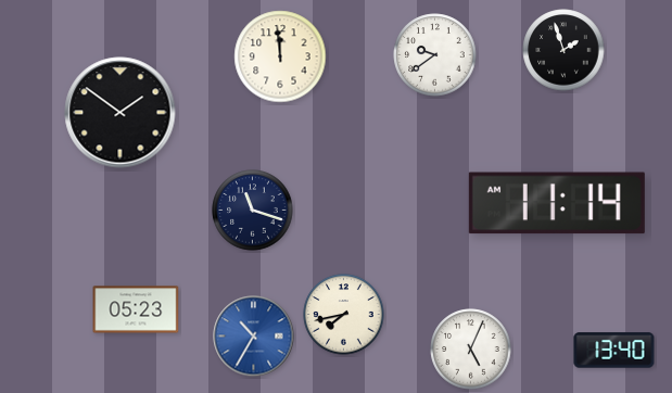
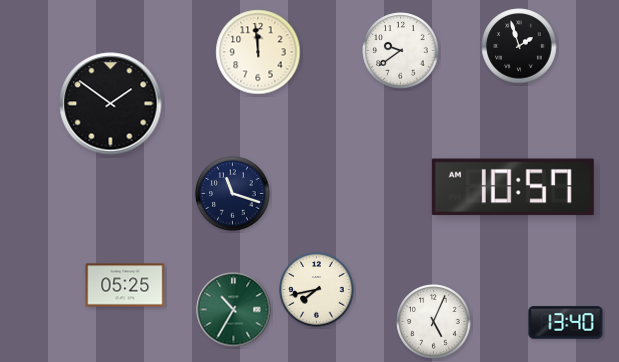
clock at (557, 203): 11:14 -> 10:57
clock at (136, 309): 05:23 -> 05:25
clock at (254, 337) dial: blue -> green
